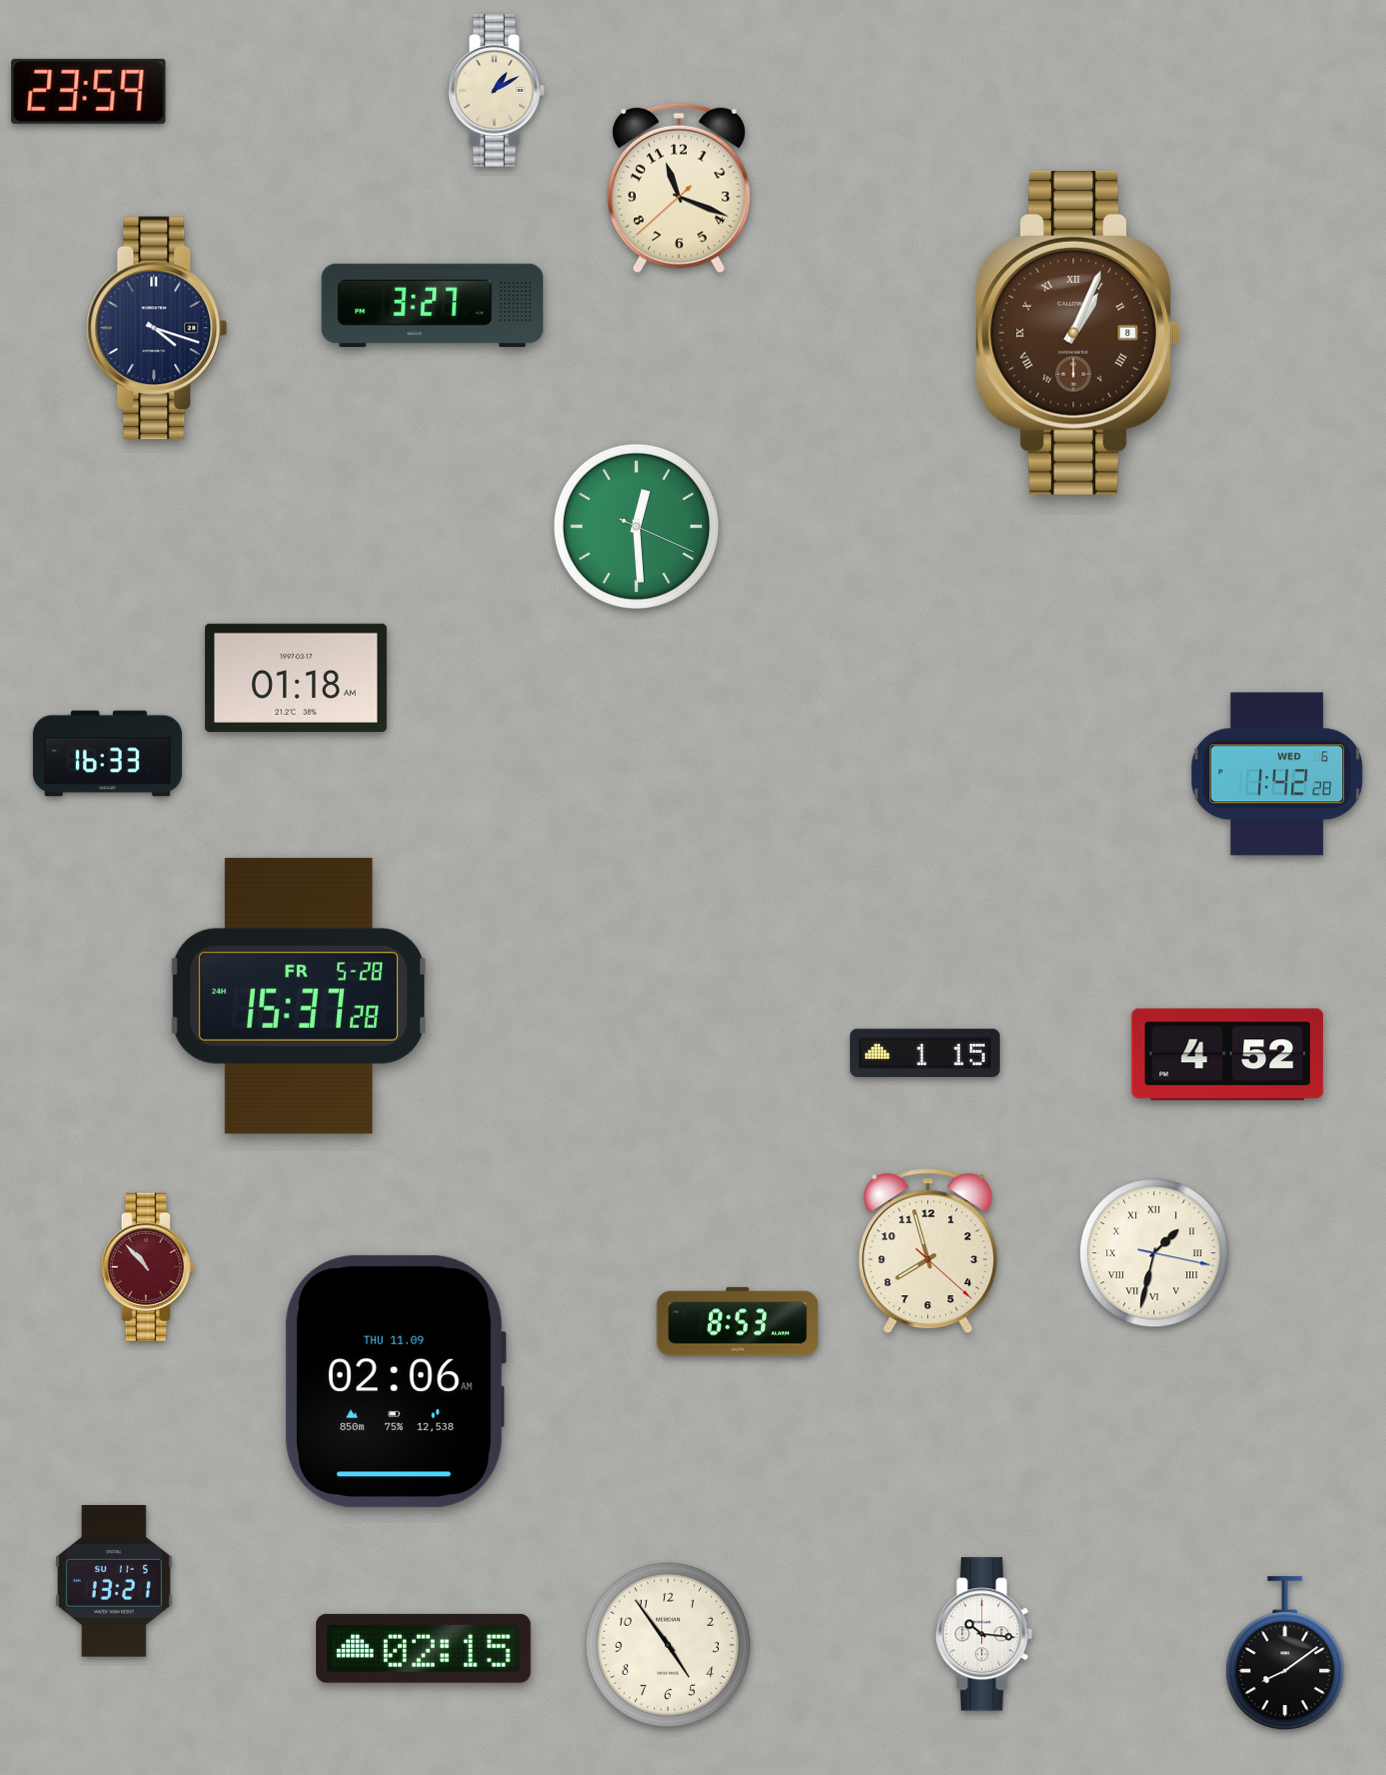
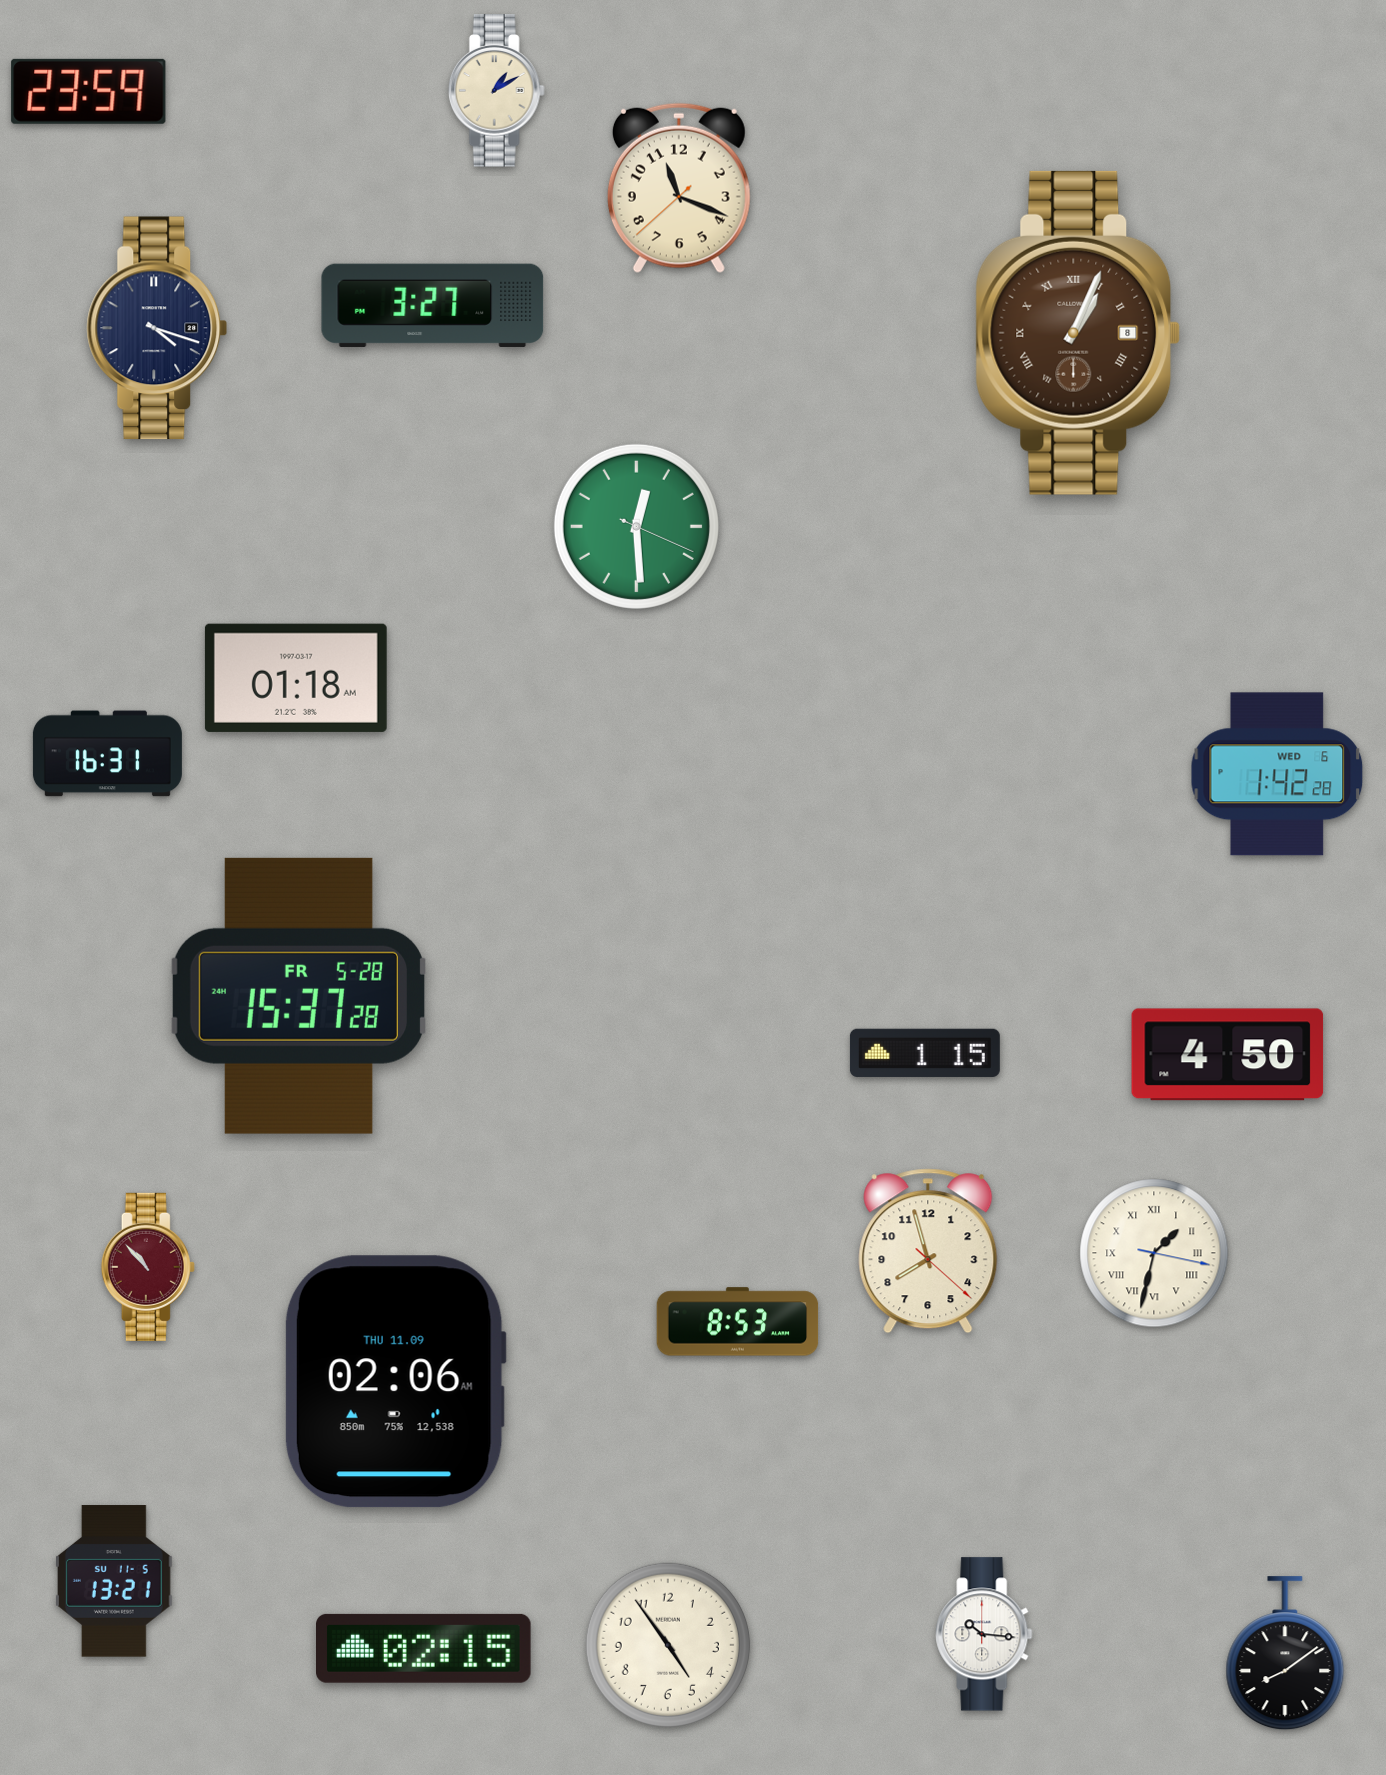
clock at (107, 754): 16:33 -> 16:31
clock at (1228, 1055): 4:52 -> 4:50
